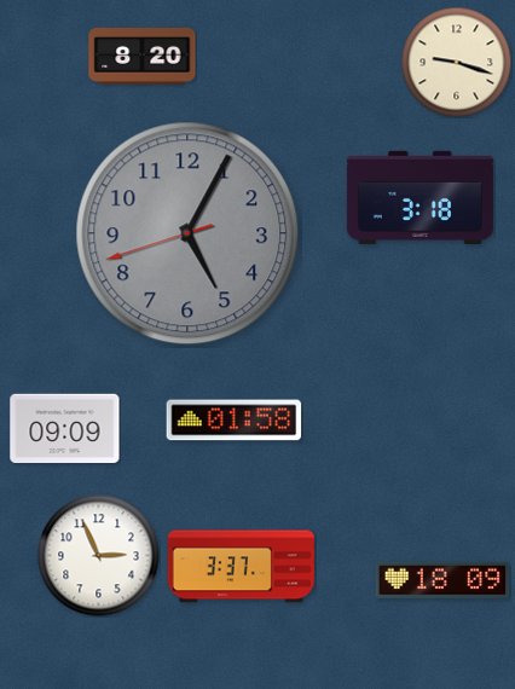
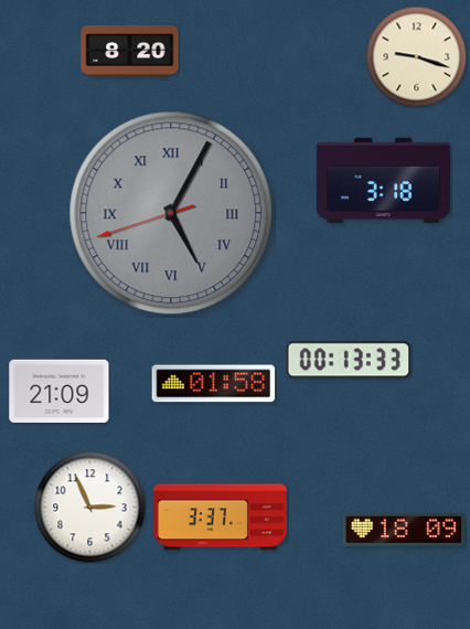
clock at (187, 233) numerals: Arabic -> Roman
clock at (349, 360): none -> 00:13
clock at (65, 428): 09:09 -> 21:09
